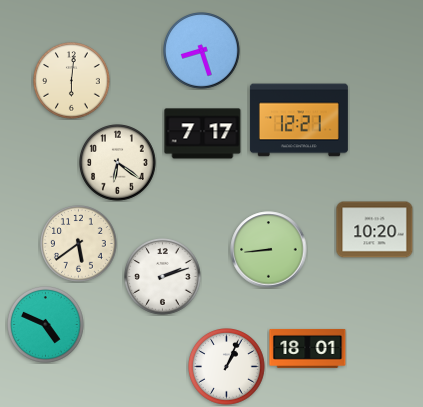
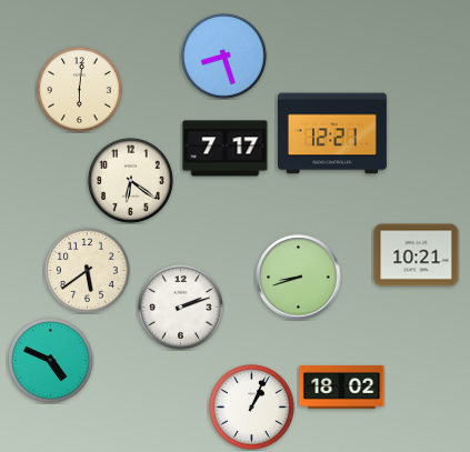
clock at (375, 230): 10:20 -> 10:21
clock at (269, 250): 8:44 -> 8:42
clock at (308, 348): 18:01 -> 18:02
